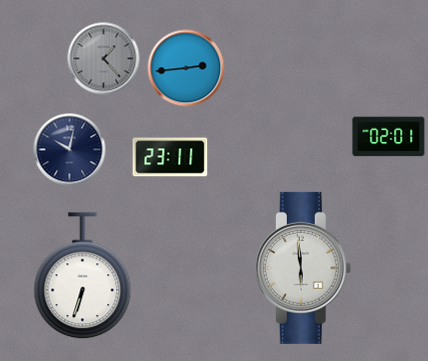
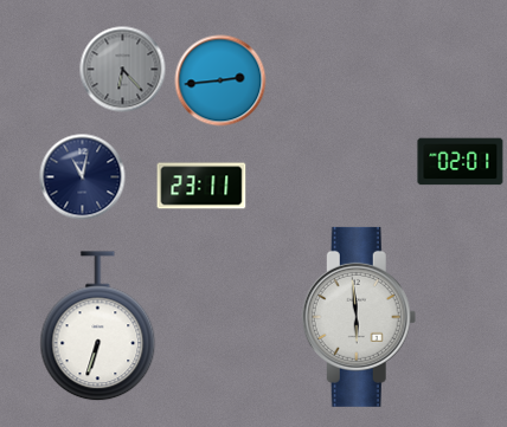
clock at (104, 59): 1:23 -> 6:23
clock at (70, 150): 10:02 -> 11:02
